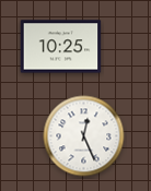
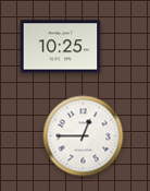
clock at (84, 136): 12:26 -> 12:45
